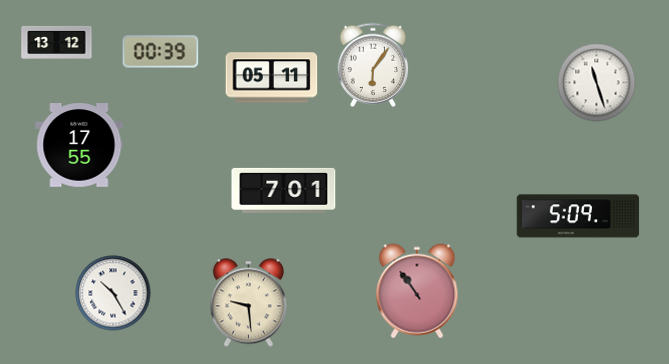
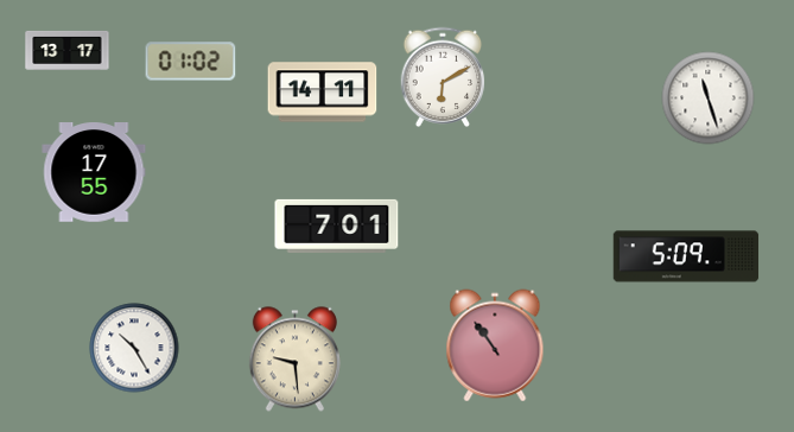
clock at (57, 42): 13:12 -> 13:17
clock at (161, 52): 00:39 -> 01:02
clock at (373, 64): 6:06 -> 6:10
clock at (272, 78): 05:11 -> 14:11
